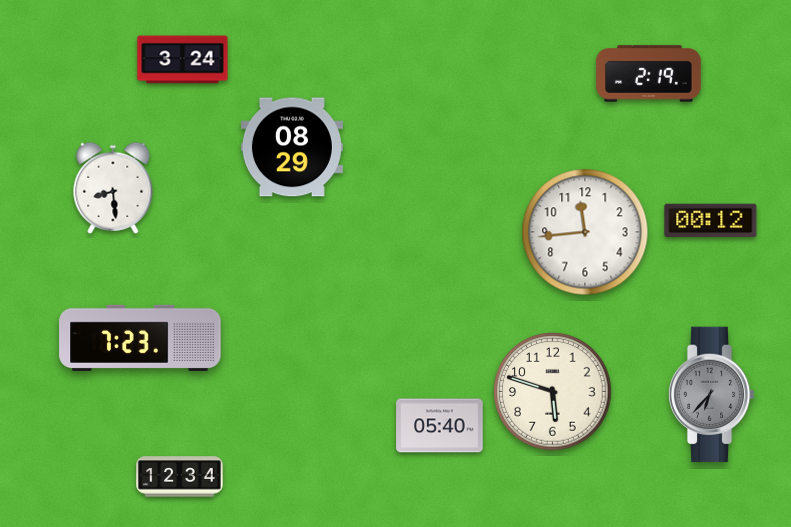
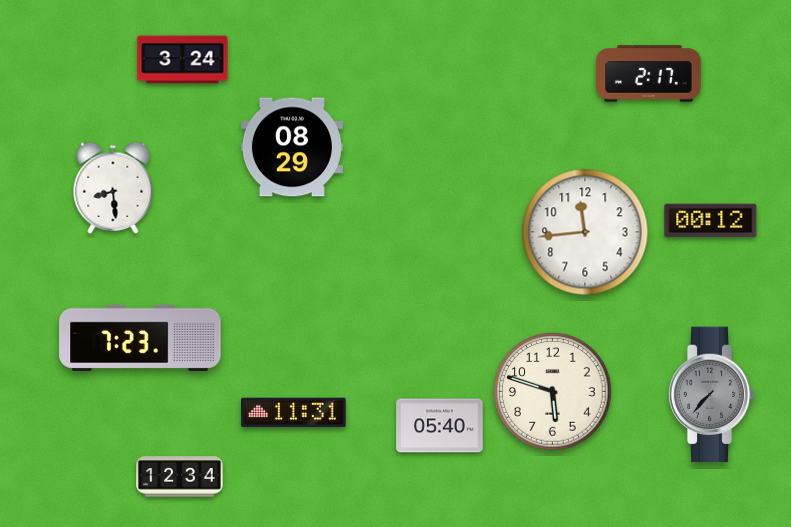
clock at (649, 74): 2:19 -> 2:17
clock at (711, 395): 6:37 -> 7:37
clock at (294, 413): none -> 11:31
